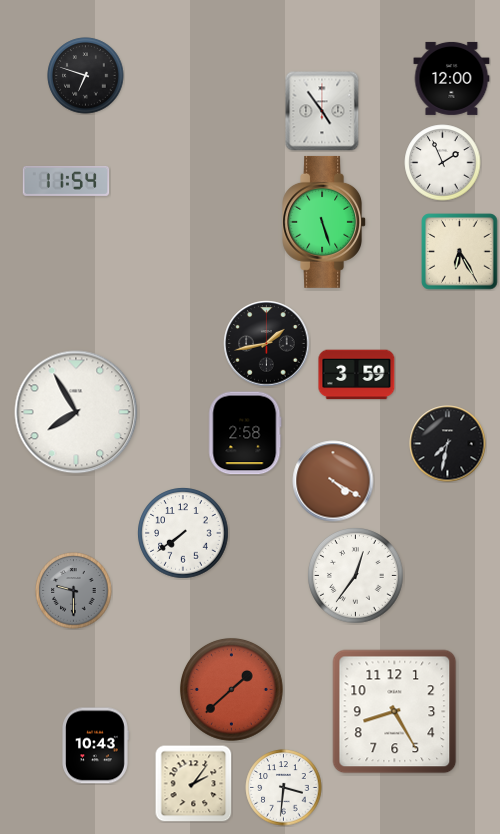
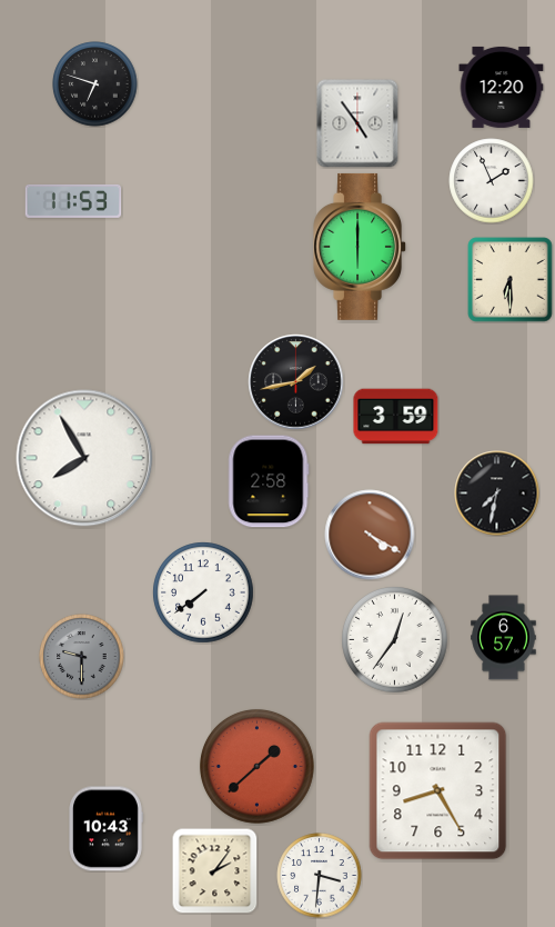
clock at (452, 78): 12:00 -> 12:20
clock at (66, 181): 11:54 -> 11:53
clock at (325, 222): 5:27 -> 6:00
clock at (460, 252): 6:25 -> 6:30
clock at (245, 433) position: (245, 433) -> (269, 481)
clock at (504, 638): none -> 6:57
clock at (284, 788) position: (284, 788) -> (320, 876)
